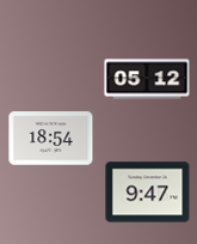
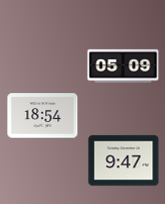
clock at (147, 79): 05:12 -> 05:09
